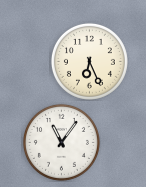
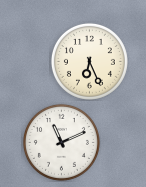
clock at (61, 142): 11:06 -> 11:11
